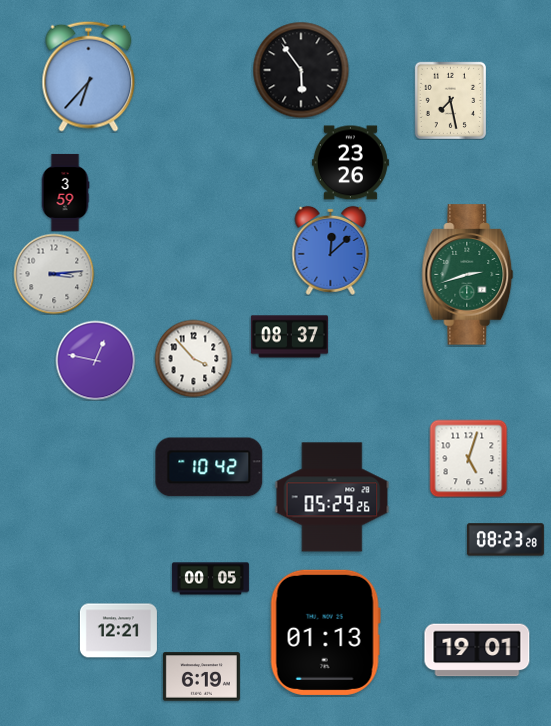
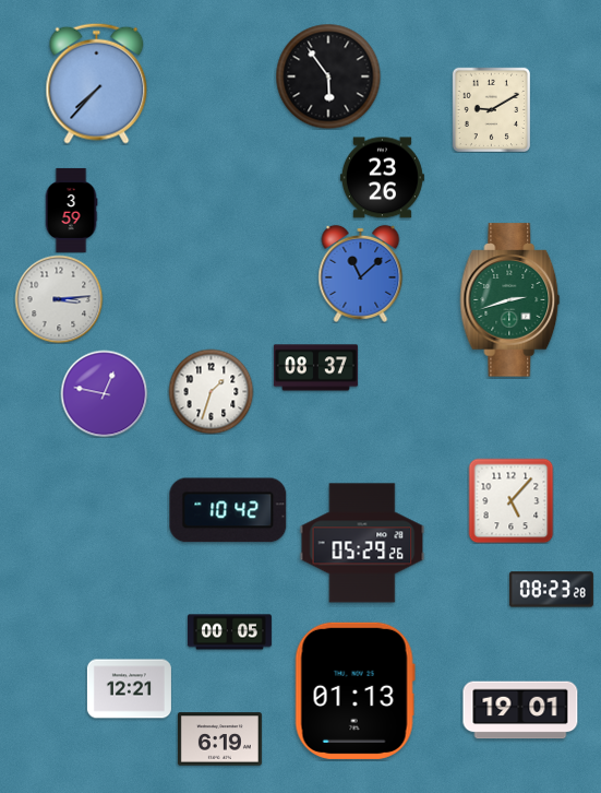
clock at (89, 76): 6:37 -> 7:37
clock at (450, 100): 7:28 -> 9:10
clock at (331, 250): 12:08 -> 11:08
clock at (193, 358): 3:53 -> 1:33
clock at (468, 458): 5:03 -> 5:07
